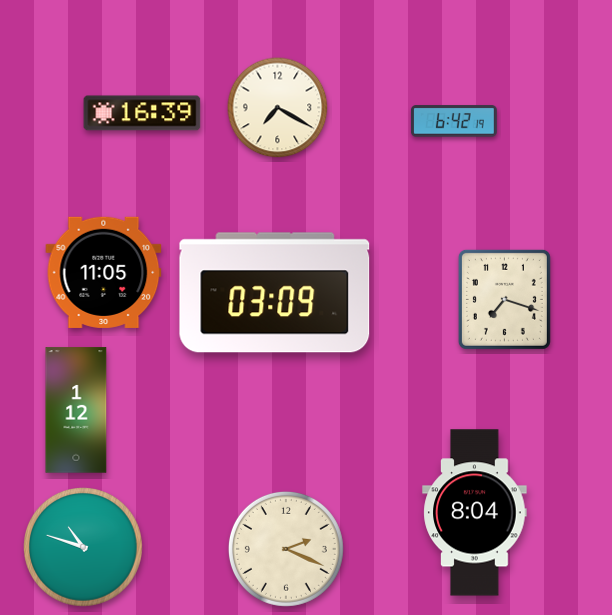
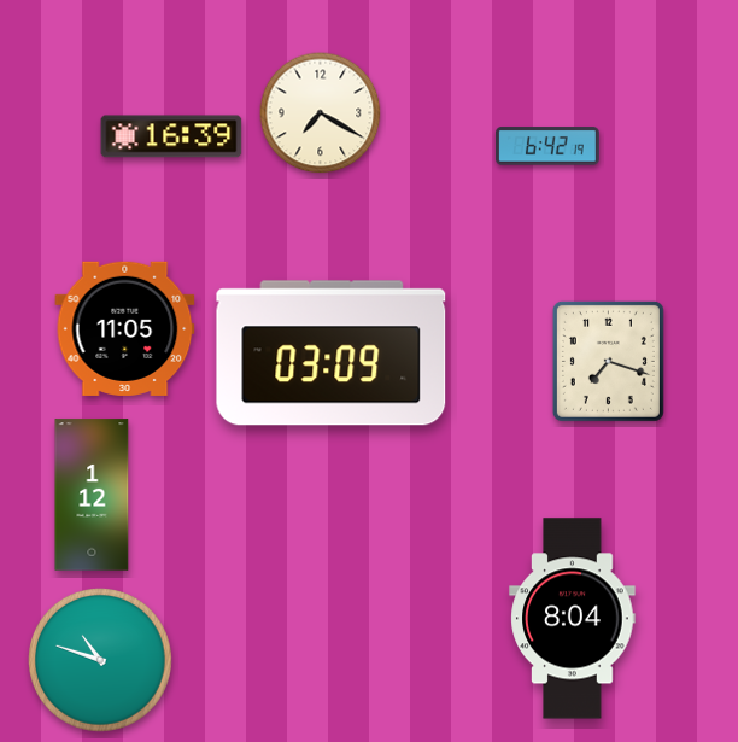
clock at (278, 108) position: (278, 108) -> (321, 113)
clock at (286, 549): 2:19 -> none
